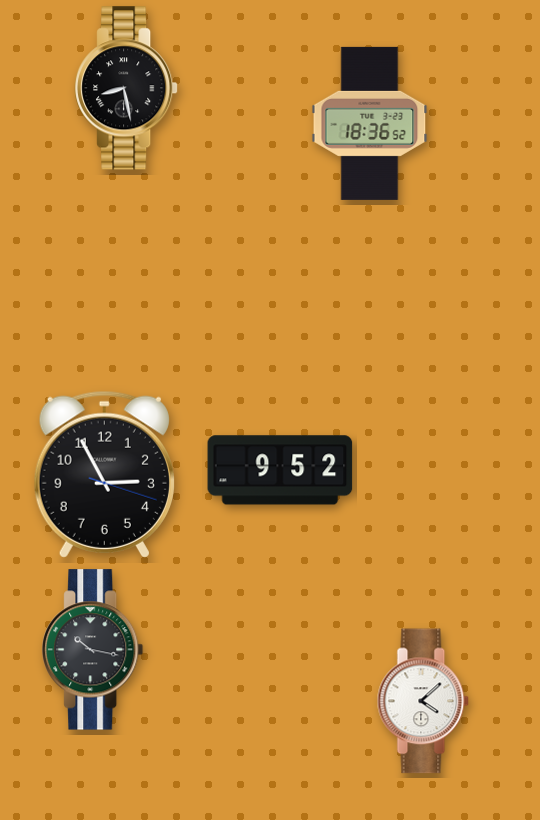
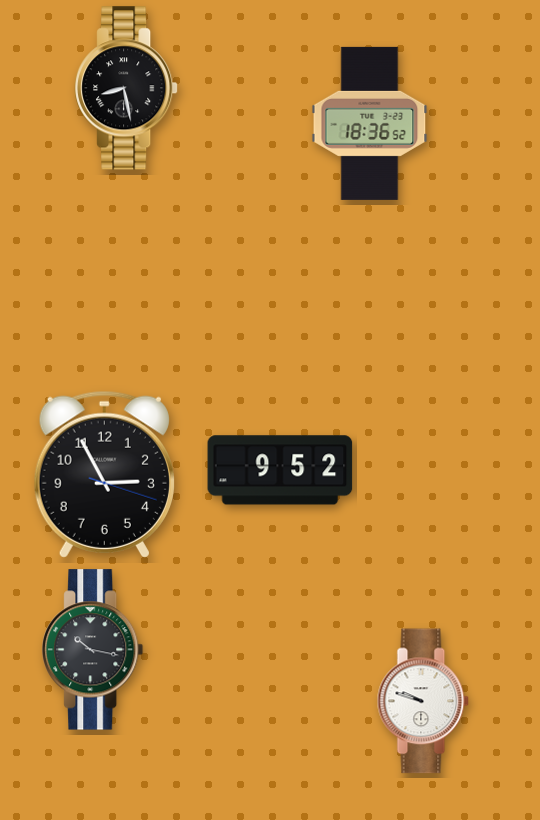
clock at (423, 701): 4:08 -> 9:48
